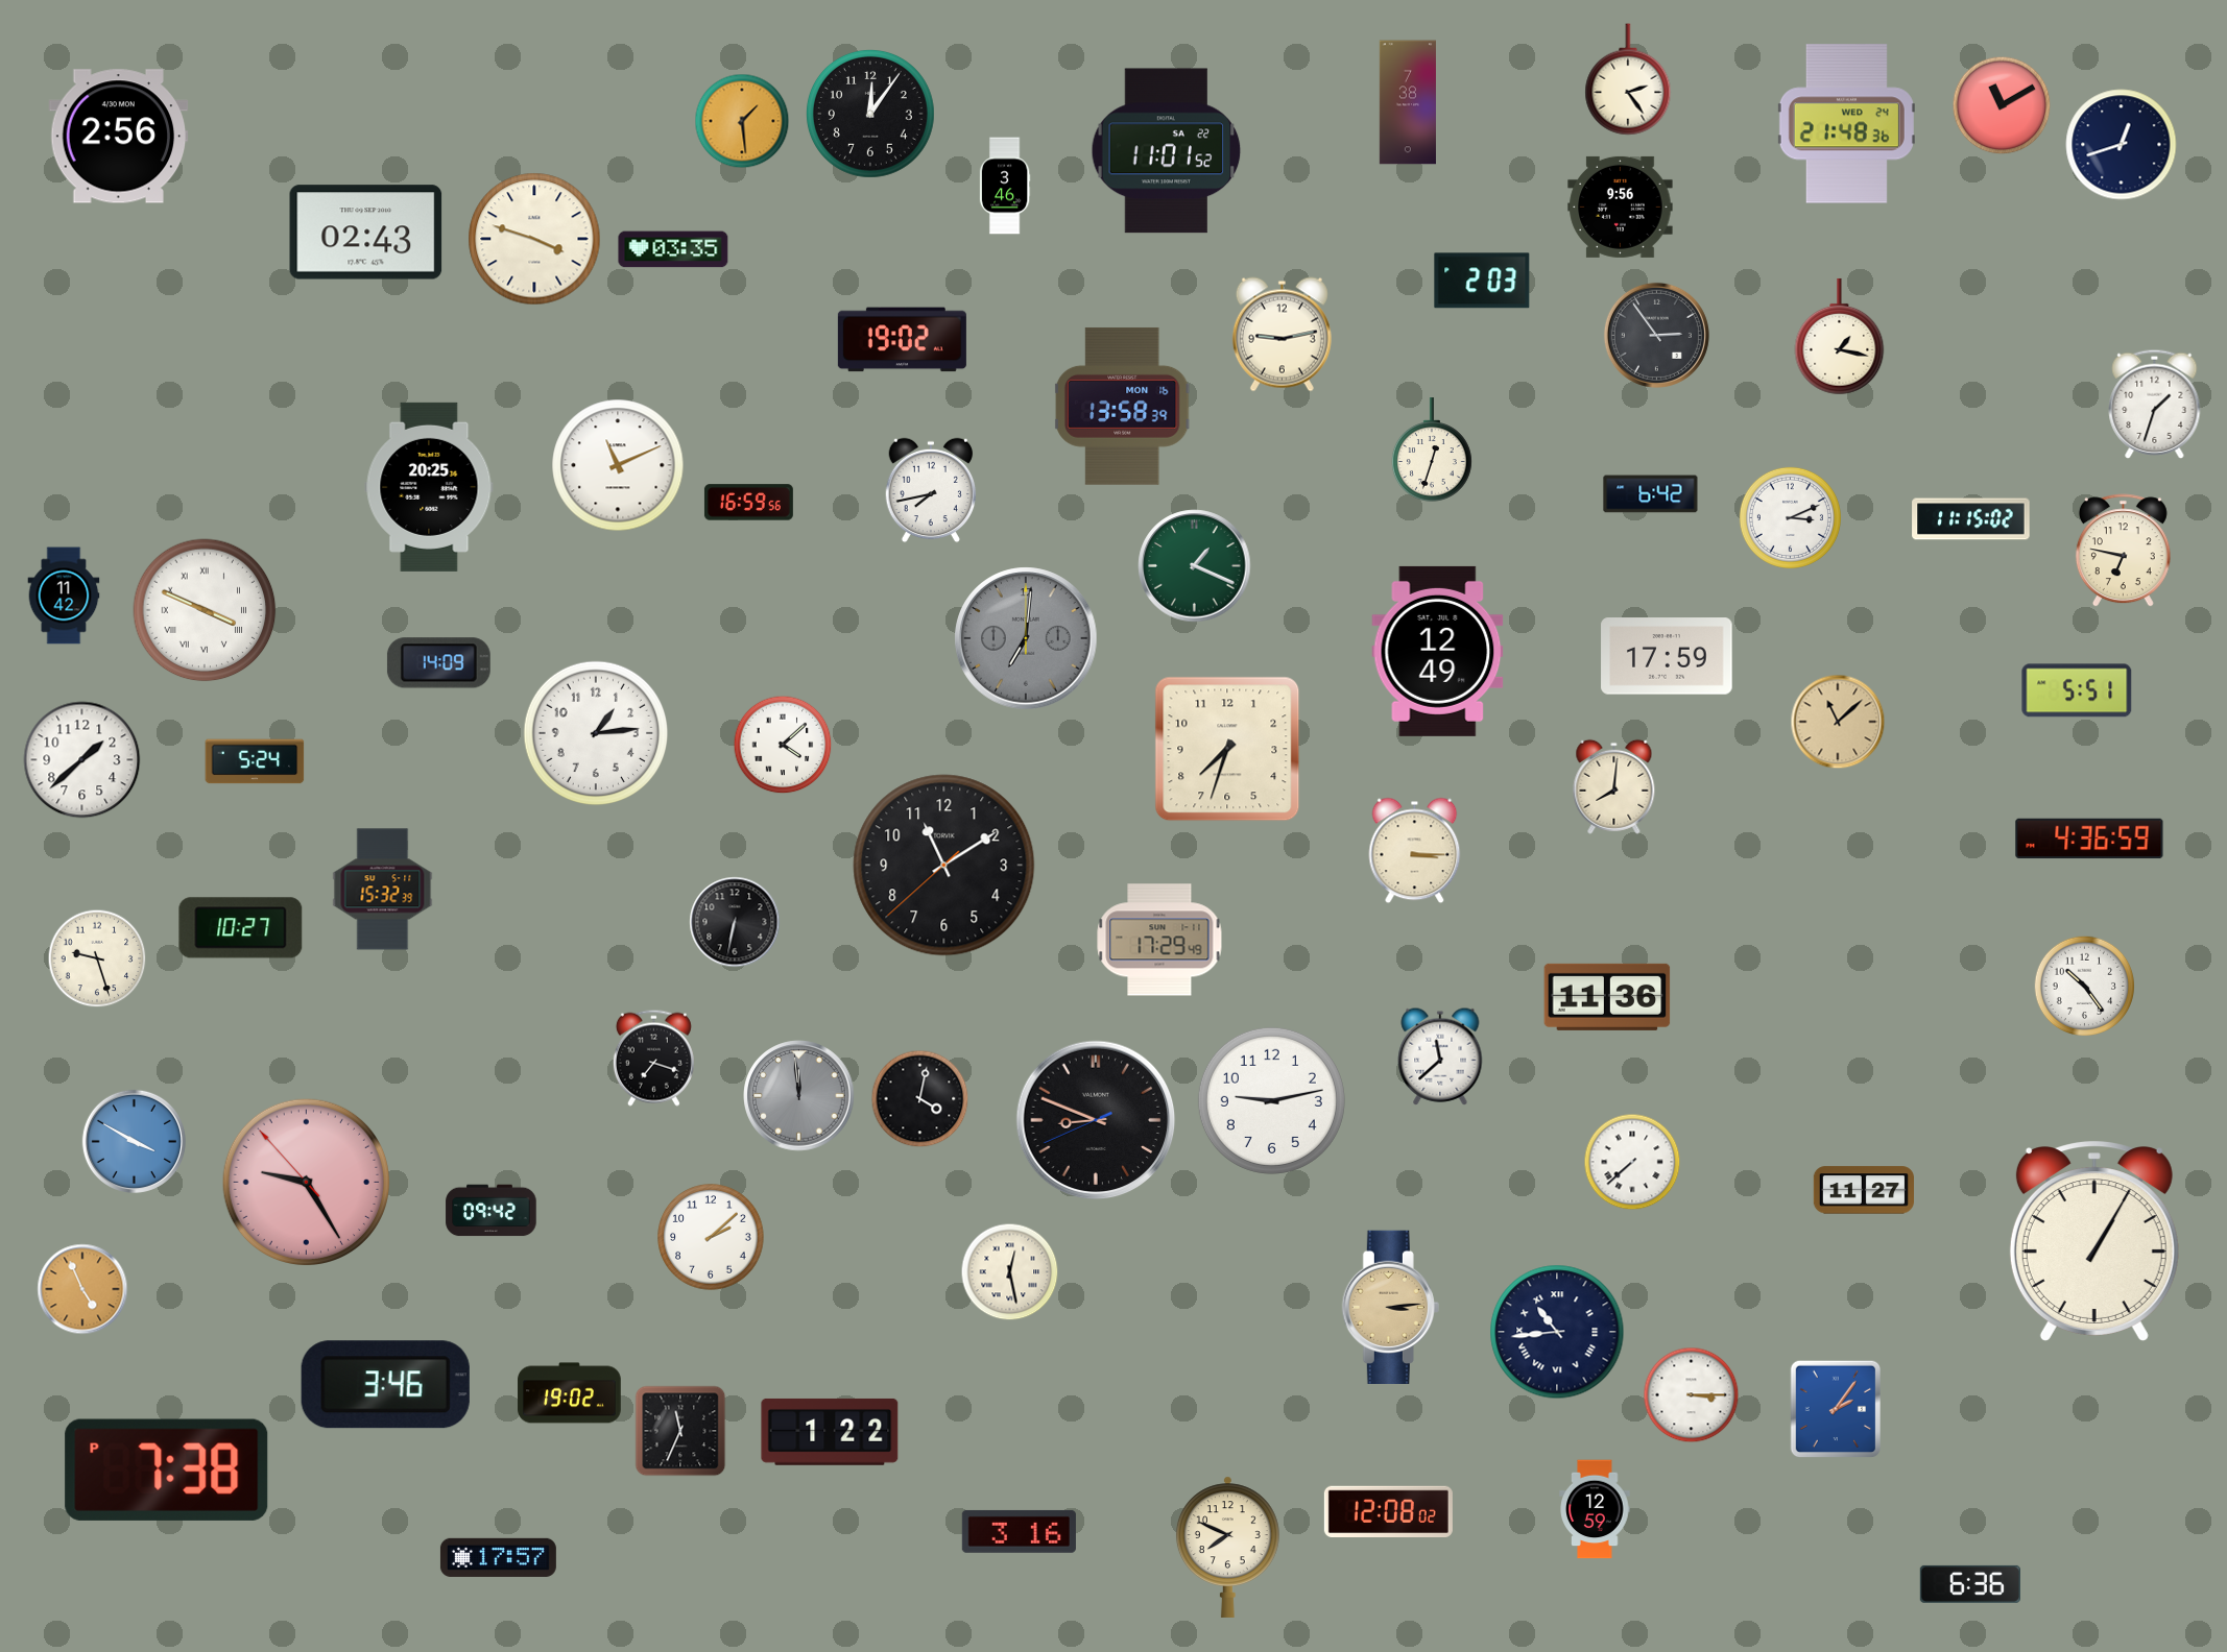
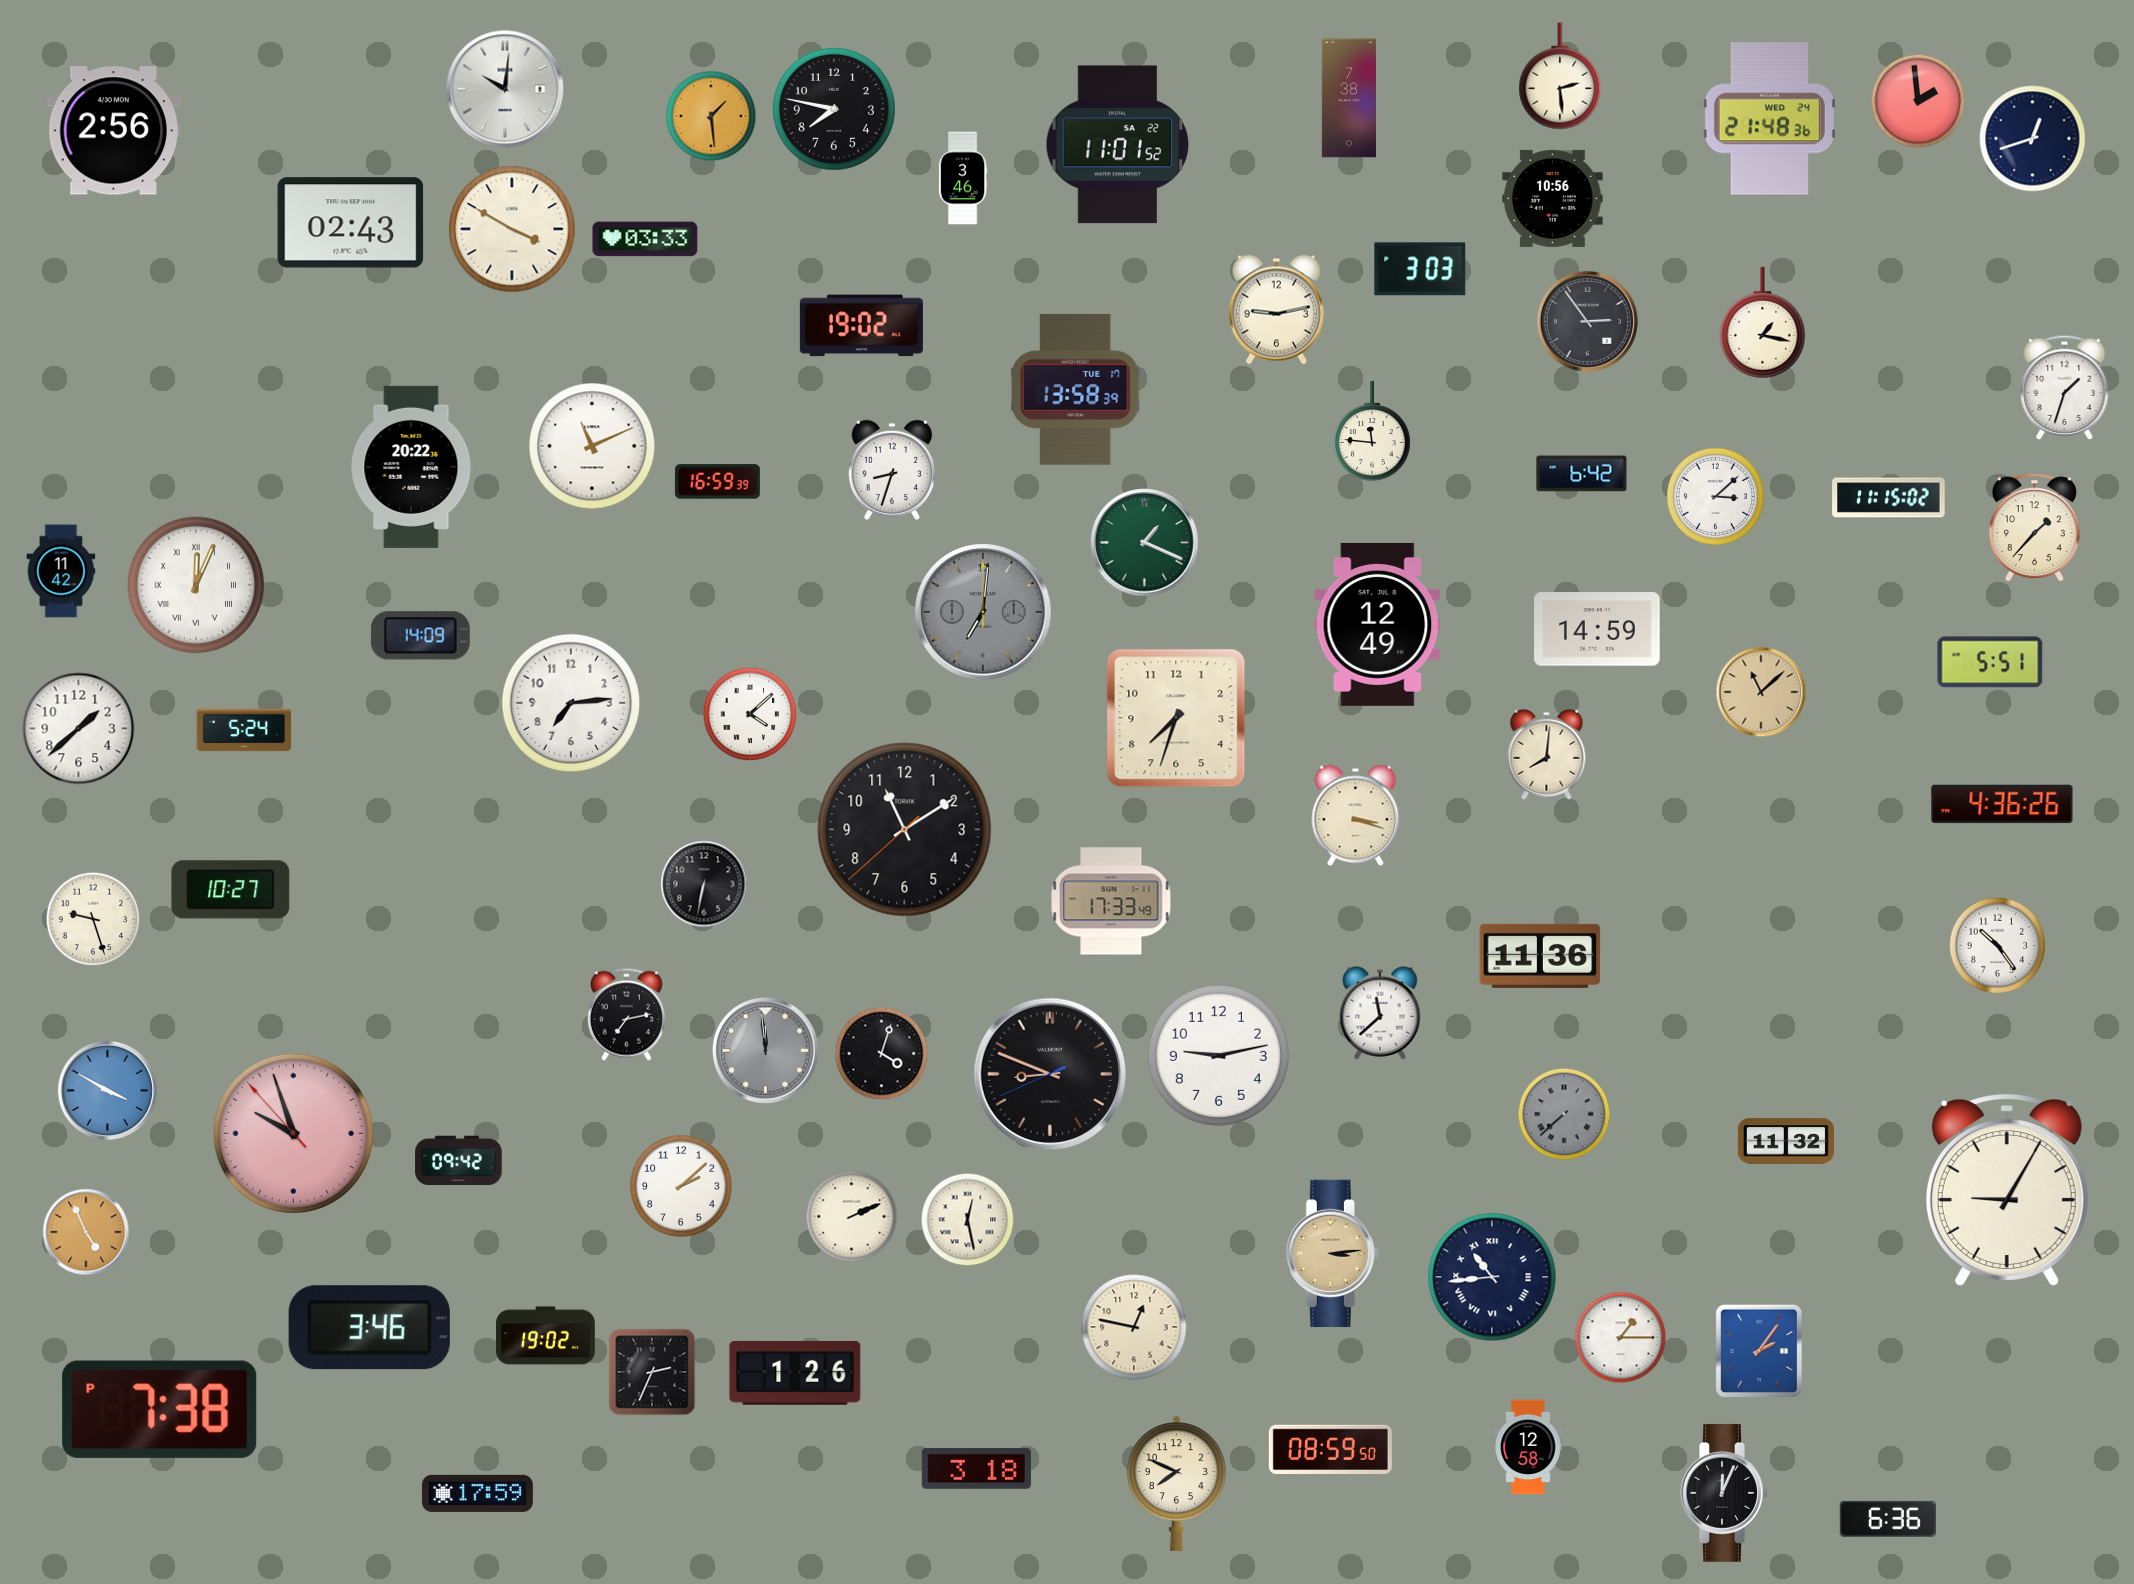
clock at (1628, 79): 2:24 -> 2:29
clock at (505, 89): none -> 10:01
clock at (2002, 105): 11:10 -> 1:59
clock at (870, 114): 12:06 -> 7:47
clock at (1621, 207): 9:56 -> 10:56
clock at (534, 239): 3:48 -> 3:50
clock at (673, 249): 03:35 -> 03:33
clock at (1482, 281): 2:03 -> 3:03
clock at (1282, 335) position: (1282, 335) -> (1276, 310)
clock at (902, 340) position: (902, 340) -> (861, 326)
clock at (1123, 406) date: MON 16 -> TUE 17
clock at (1432, 450): 12:33 -> 11:46
clock at (429, 487): 20:25 -> 20:22
clock at (931, 490): 7:43 -> 8:33
clock at (748, 503): 16:59:56 -> 16:59:39
clock at (1790, 517): 3:11 -> 3:08
clock at (2123, 551): 6:47 -> 1:37
clock at (205, 610): 3:49 -> 12:04
clock at (1667, 656): 17:59 -> 14:59
clock at (596, 733): 1:14 -> 7:14
clock at (2089, 839): 4:36:59 -> 4:36:26
clock at (1415, 851): 3:15 -> 3:18
clock at (383, 890): 15:32 -> none
clock at (1159, 940): 17:29 -> 17:33
clock at (653, 1058): 7:18 -> 7:13
clock at (920, 1099): 4:02 -> 4:03
clock at (134, 1141) position: (134, 1141) -> (107, 1090)
clock at (1632, 1162) dial: white -> grey
clock at (306, 1182): 9:24 -> 9:56
clock at (1863, 1190): 11:27 -> 11:32
clock at (492, 1211) position: (492, 1211) -> (459, 1161)
clock at (2094, 1241): 1:05 -> 9:05
clock at (852, 1217): none -> 2:11
clock at (82, 1289) position: (82, 1289) -> (86, 1232)
clock at (1134, 1327): none -> 12:47
clock at (1692, 1395): 3:15 -> 1:15
clock at (680, 1431): 11:34 -> 2:34
clock at (830, 1432): 1:22 -> 1:26
clock at (1595, 1509): 12:59 -> 12:58
clock at (1388, 1511): 12:08 -> 08:59
clock at (1019, 1531): 3:16 -> 3:18
clock at (498, 1557): 17:57 -> 17:59
clock at (1724, 1493): none -> 12:04
